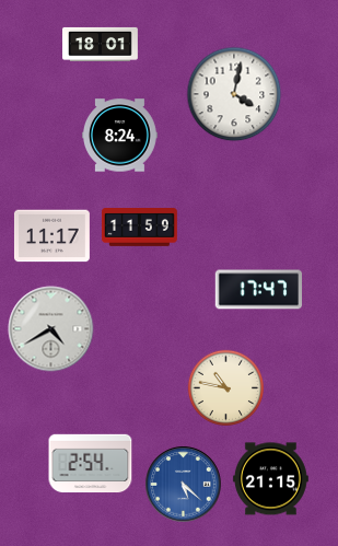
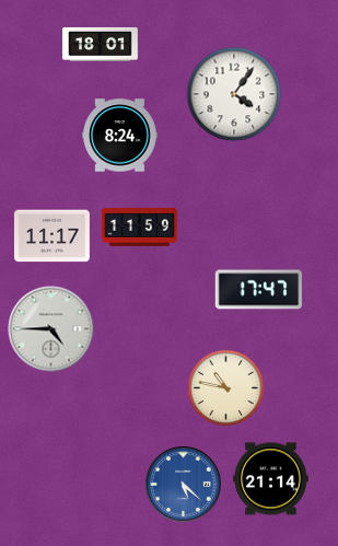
clock at (234, 94): 4:02 -> 4:06
clock at (51, 329): 4:40 -> 4:45
clock at (91, 464): 2:54 -> none
clock at (270, 479): 21:15 -> 21:14
